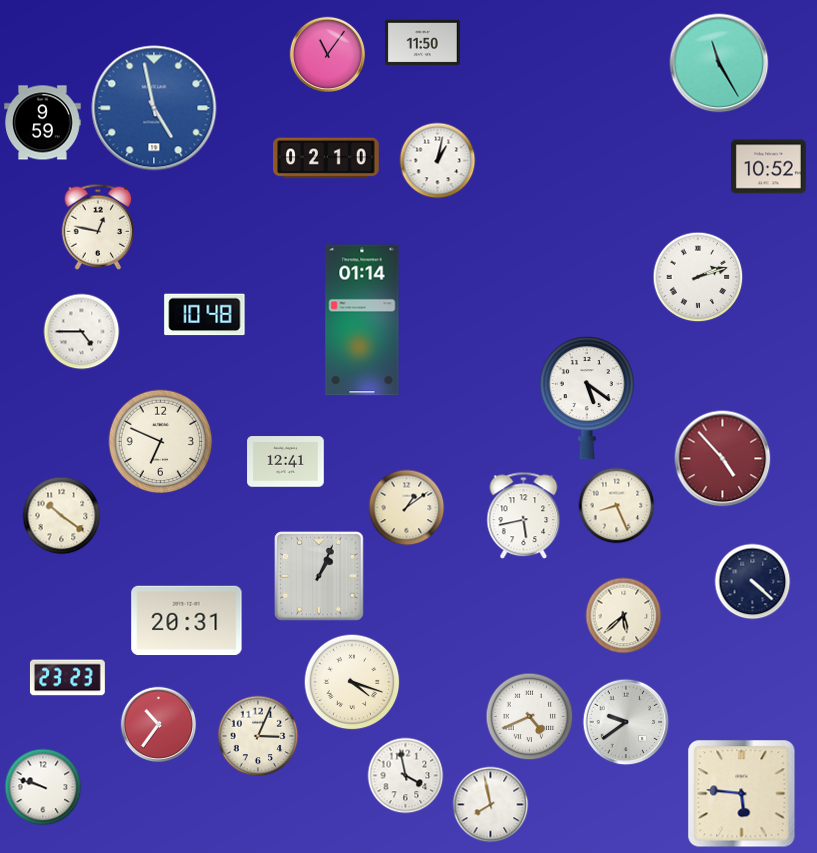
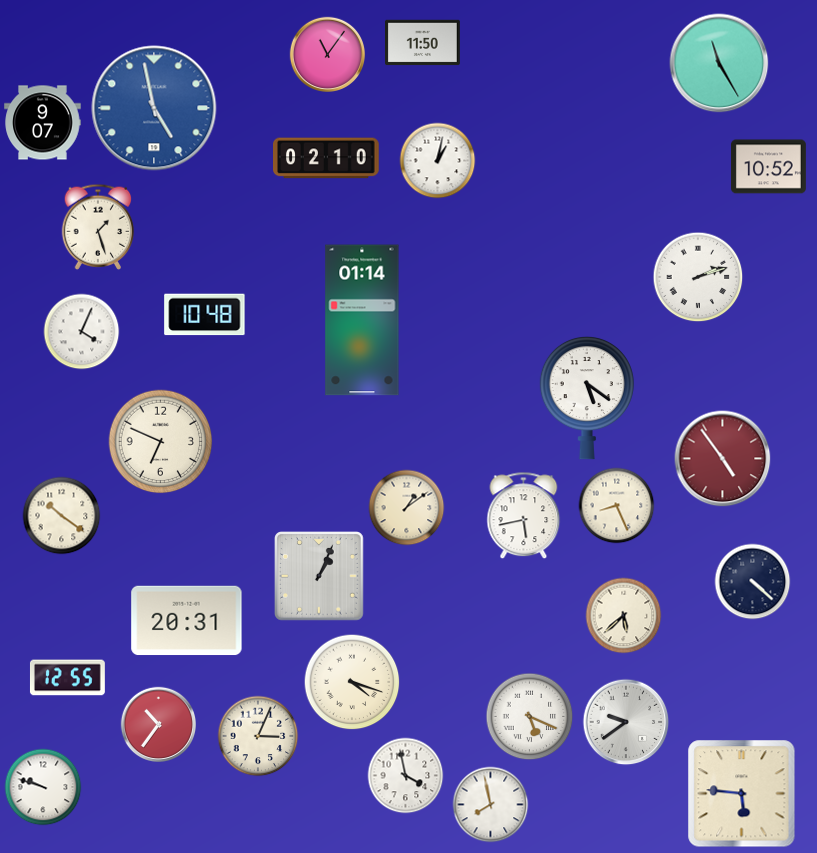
clock at (43, 123): 9:59 -> 9:07
clock at (98, 227): 12:47 -> 1:27
clock at (82, 332): 4:45 -> 4:04
clock at (723, 459): 4:53 -> 4:54
clock at (286, 462): 12:41 -> none
clock at (67, 678): 23:23 -> 12:55
clock at (530, 717): 4:41 -> 5:19
